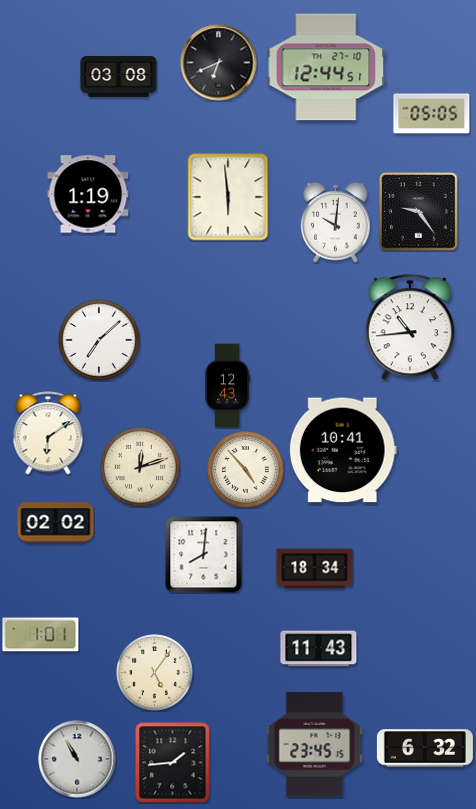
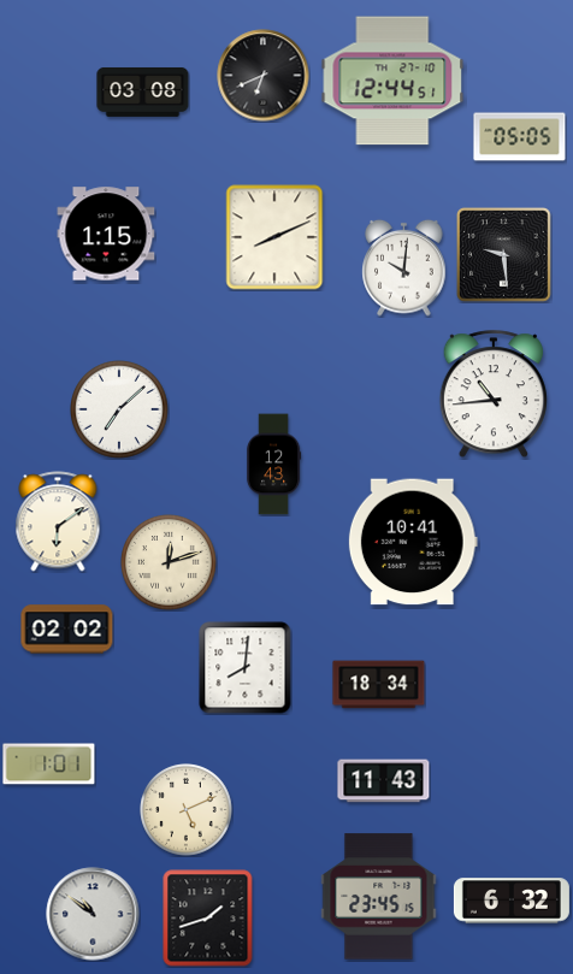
clock at (88, 194): 1:19 -> 1:15
clock at (228, 197): 5:59 -> 8:11
clock at (419, 212): 9:24 -> 9:29
clock at (246, 470): 4:53 -> none
clock at (155, 673): 5:06 -> 5:11
clock at (77, 759): 10:55 -> 10:51
clock at (173, 763): 1:44 -> 1:42
